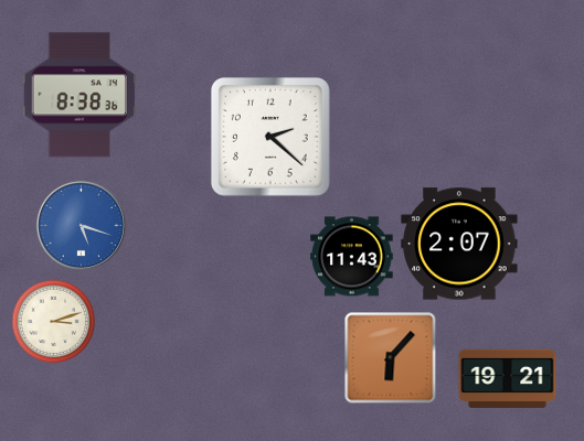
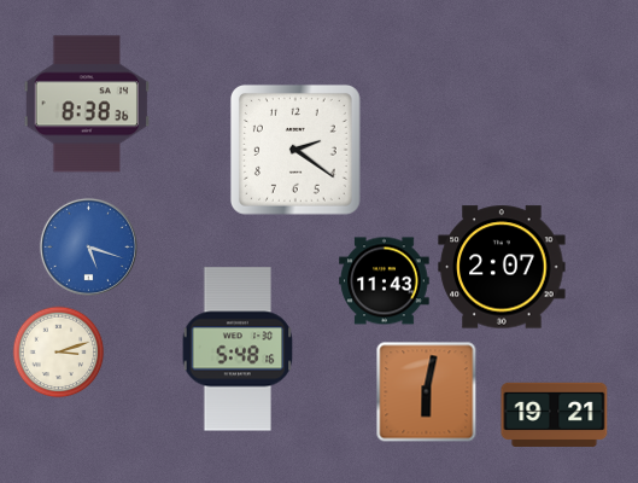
clock at (270, 137): 2:22 -> 2:21
clock at (238, 349): none -> 5:48
clock at (391, 358): 6:07 -> 6:02
